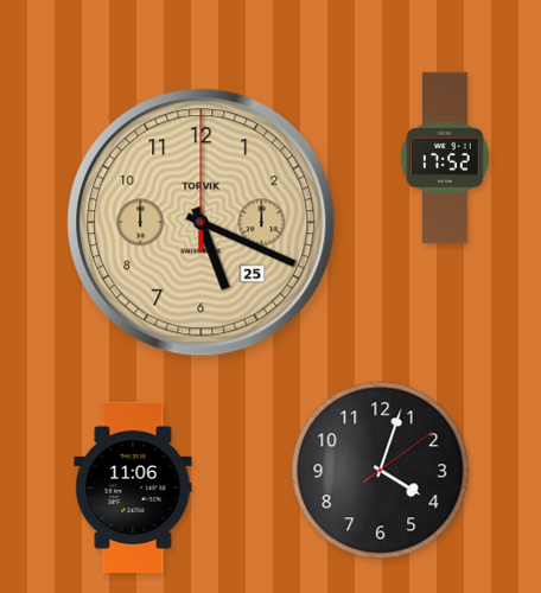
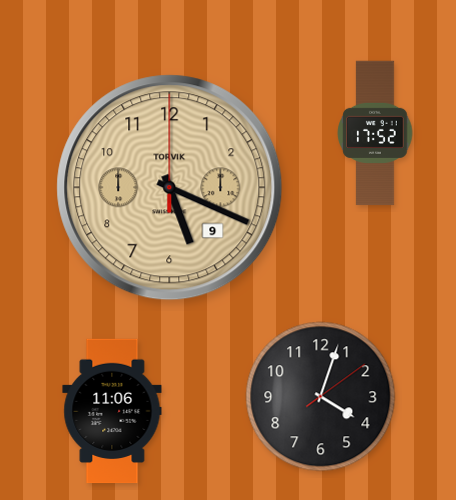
clock at (202, 223) date: 25 -> 9
